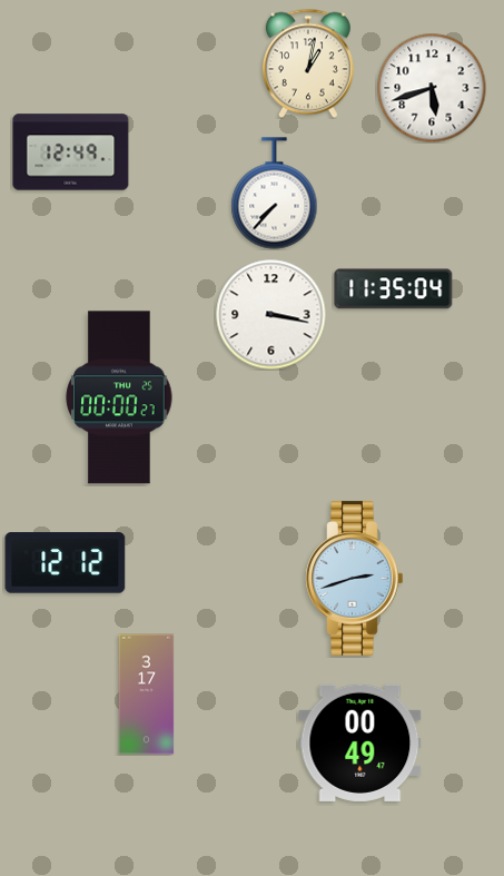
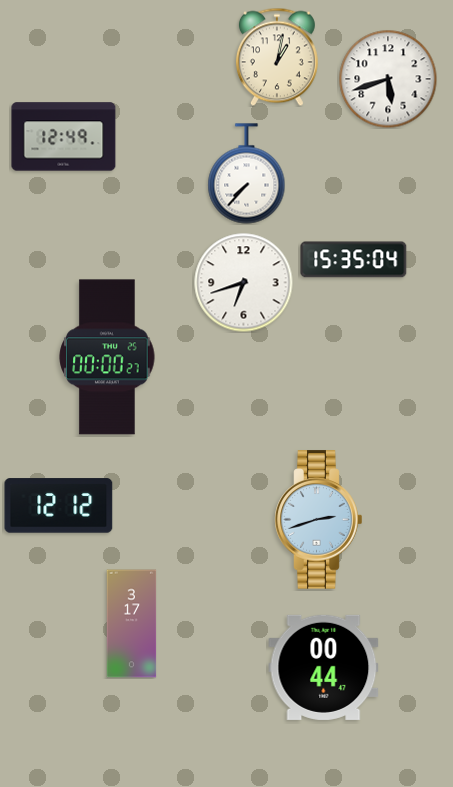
clock at (394, 289): 11:35 -> 15:35
clock at (271, 315): 3:17 -> 6:42
clock at (360, 742): 00:49 -> 00:44
